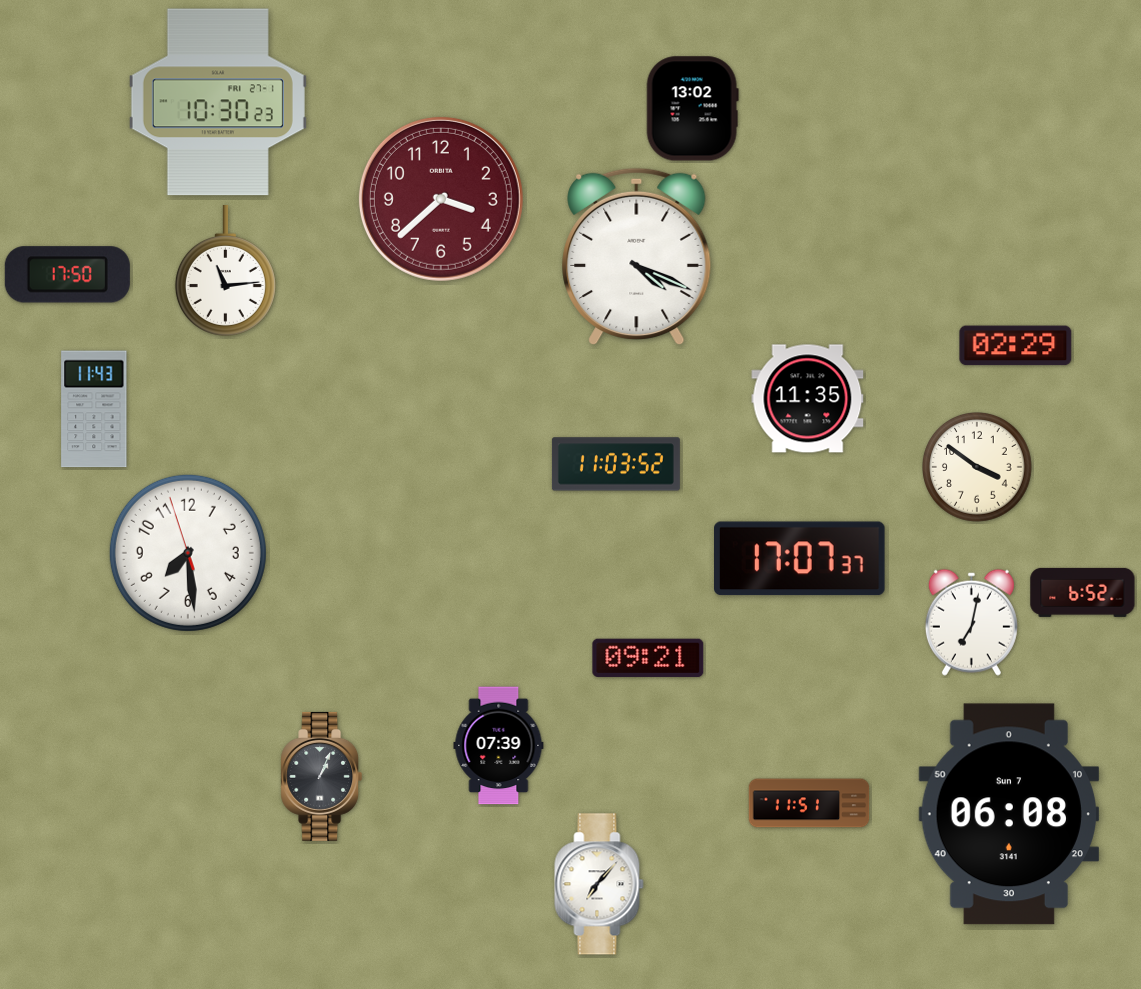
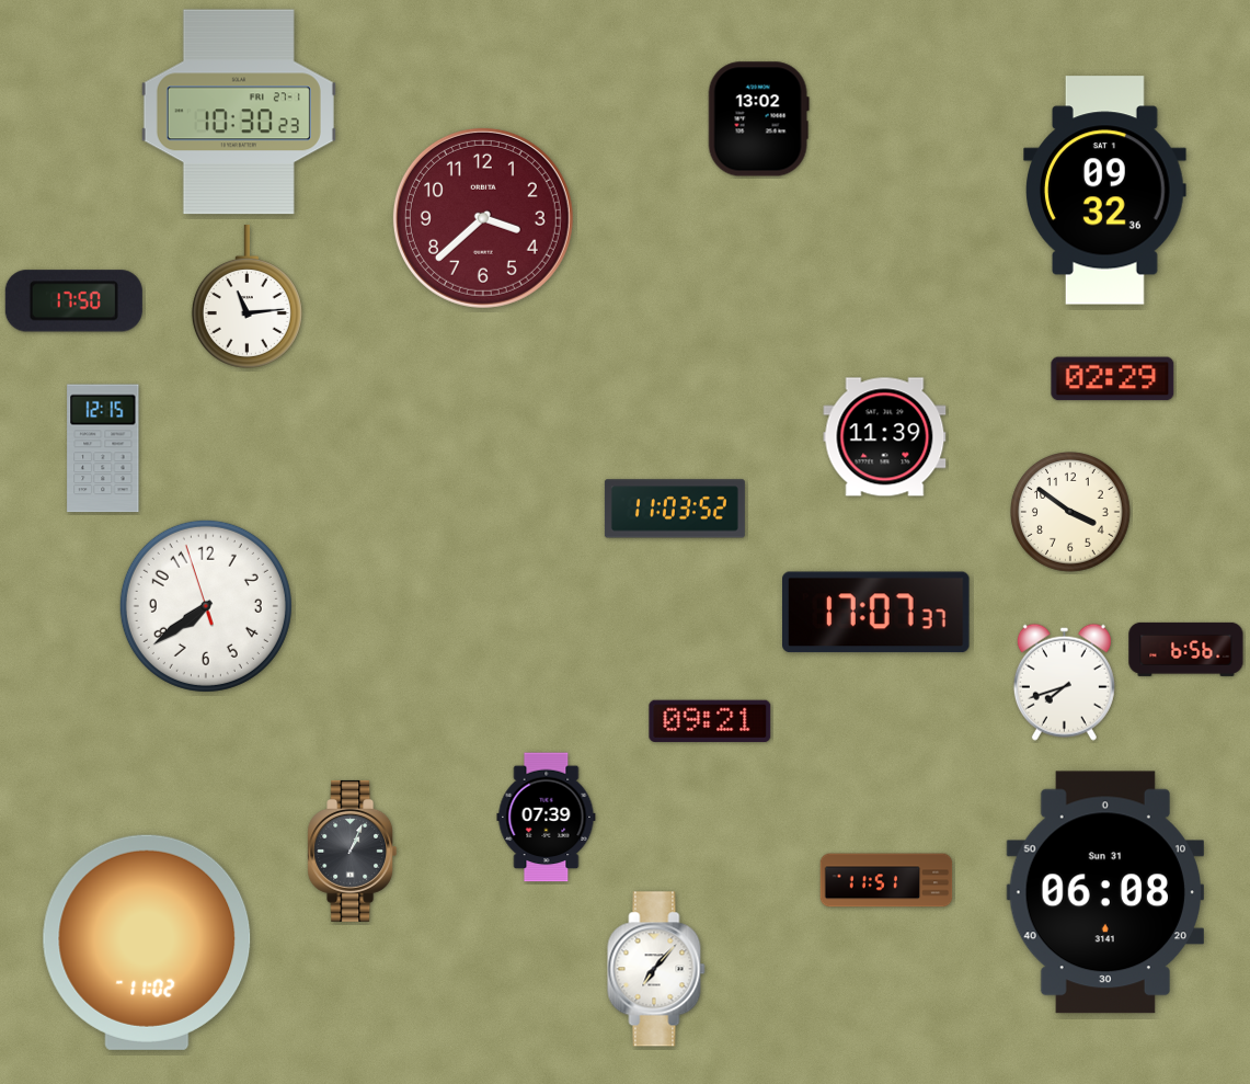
clock at (1105, 191): none -> 09:32
clock at (637, 257): 4:19 -> none
clock at (808, 399): 11:35 -> 11:39
clock at (94, 409): 11:43 -> 12:15
clock at (188, 553): 7:28 -> 7:38
clock at (1083, 592): 6:52 -> 6:56
clock at (971, 622): 7:02 -> 7:42
clock at (1008, 814) date: Sun 7 -> Sun 31
clock at (147, 943): none -> 11:02
